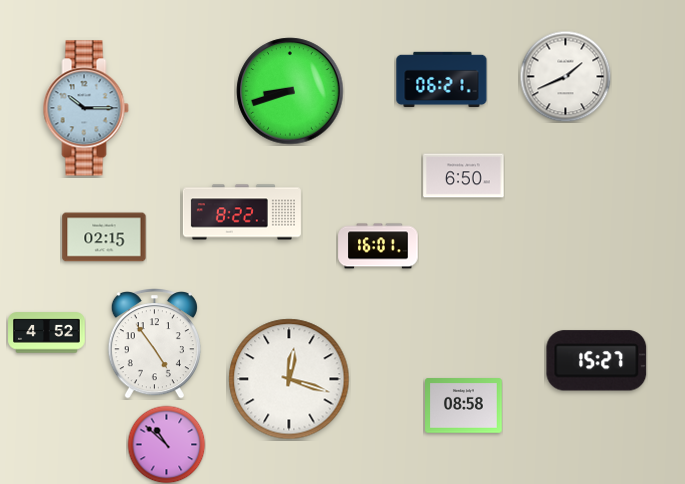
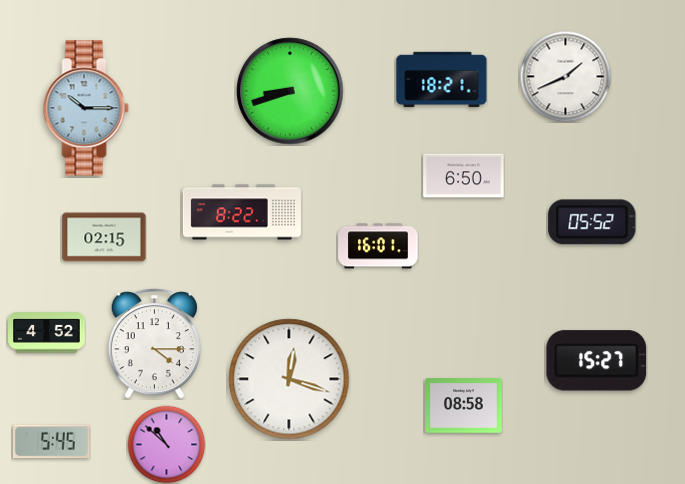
clock at (442, 80): 06:21 -> 18:21
clock at (592, 222): none -> 05:52
clock at (154, 344): 4:54 -> 4:15
clock at (52, 442): none -> 5:45
